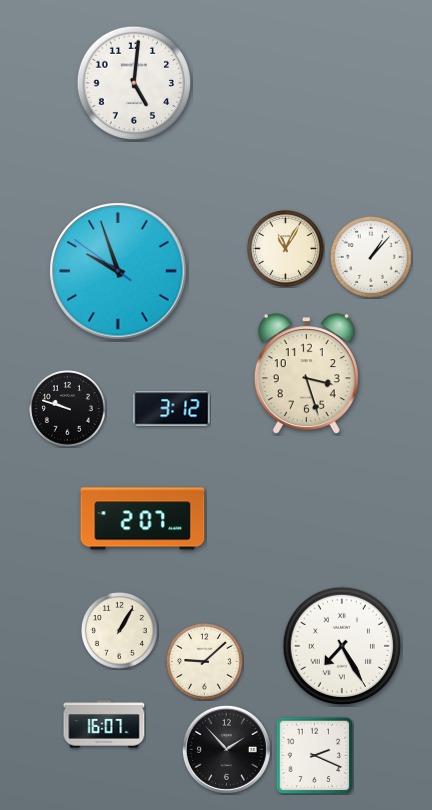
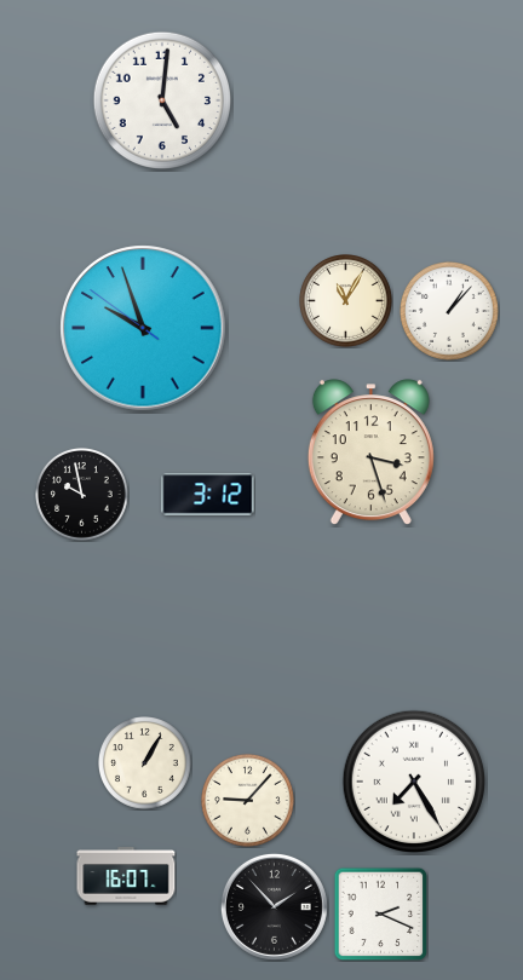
clock at (68, 409): 9:48 -> 9:58
clock at (143, 519): 2:07 -> none
clock at (205, 662): 9:08 -> 9:07
